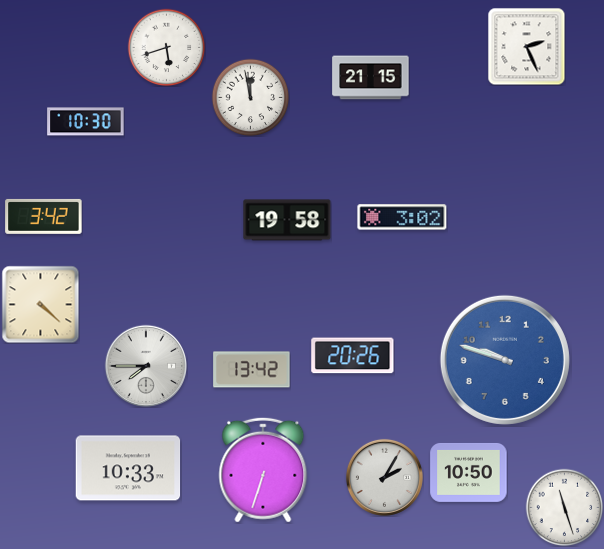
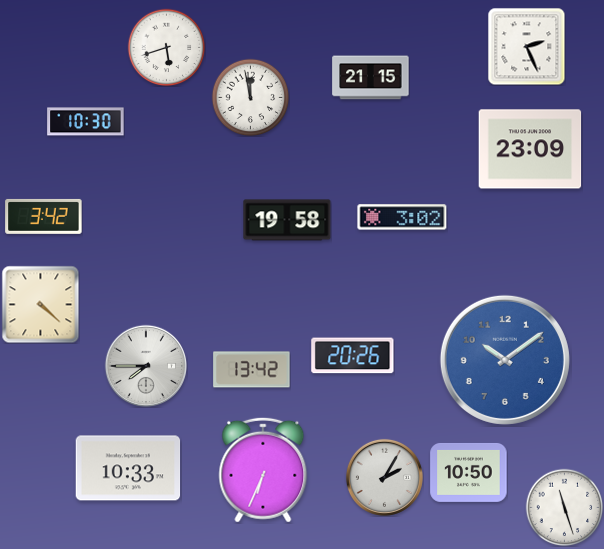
clock at (530, 149): none -> 23:09
clock at (505, 360): 9:48 -> 10:09
clock at (263, 470): 6:33 -> 6:34
